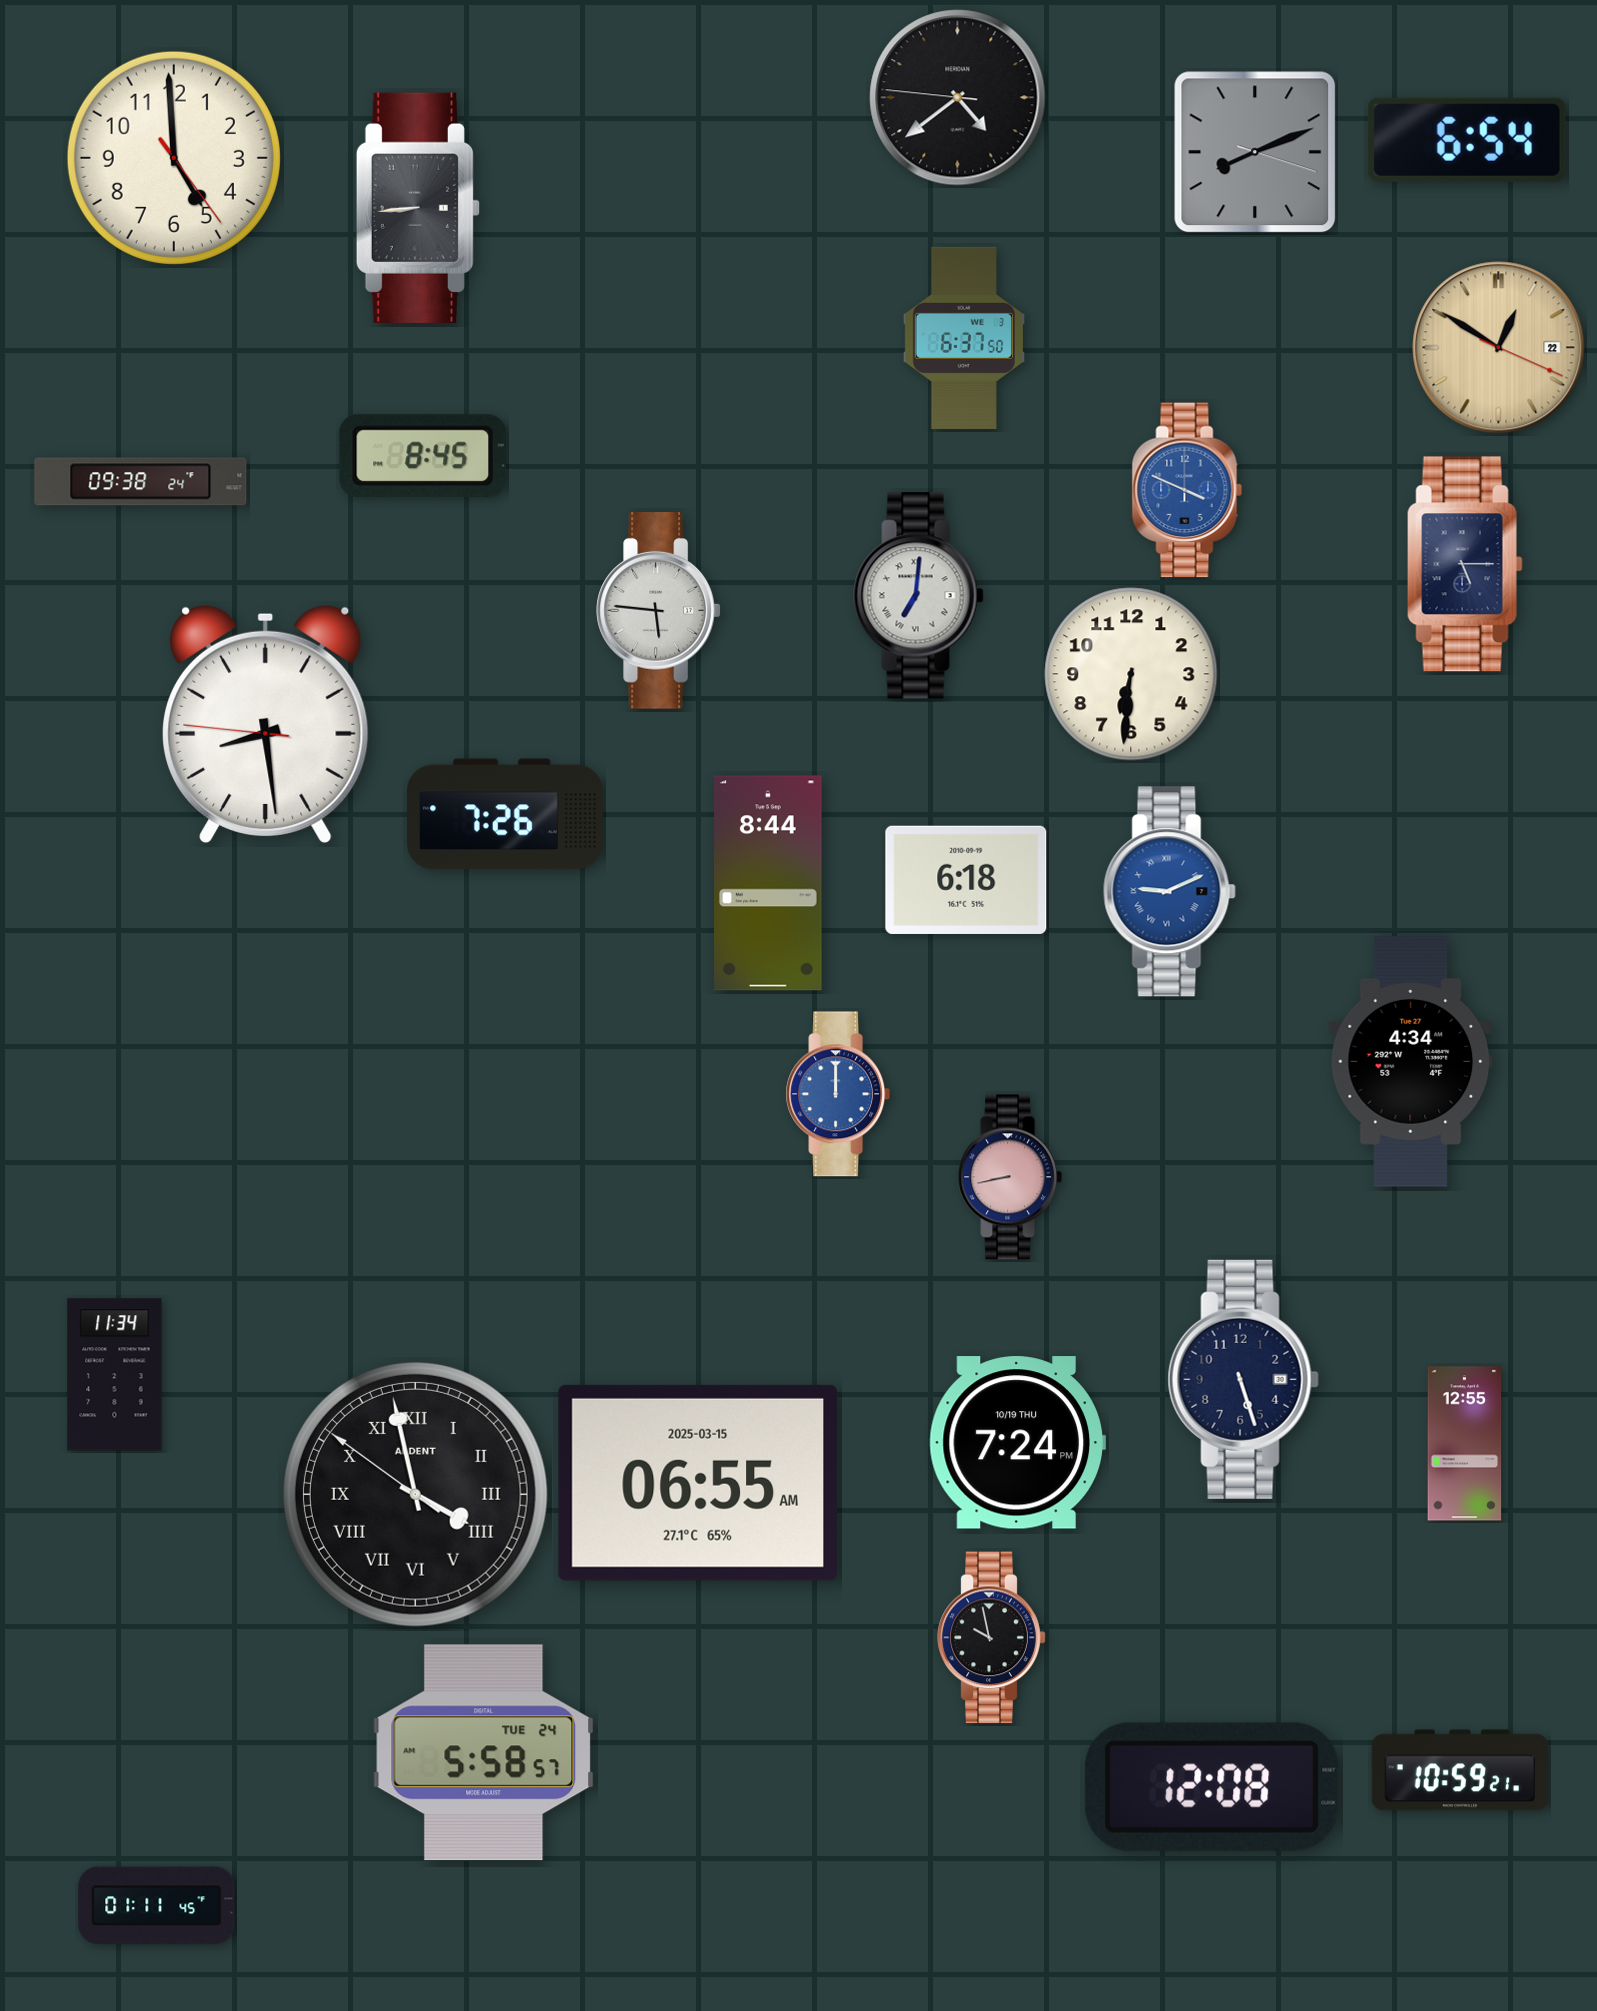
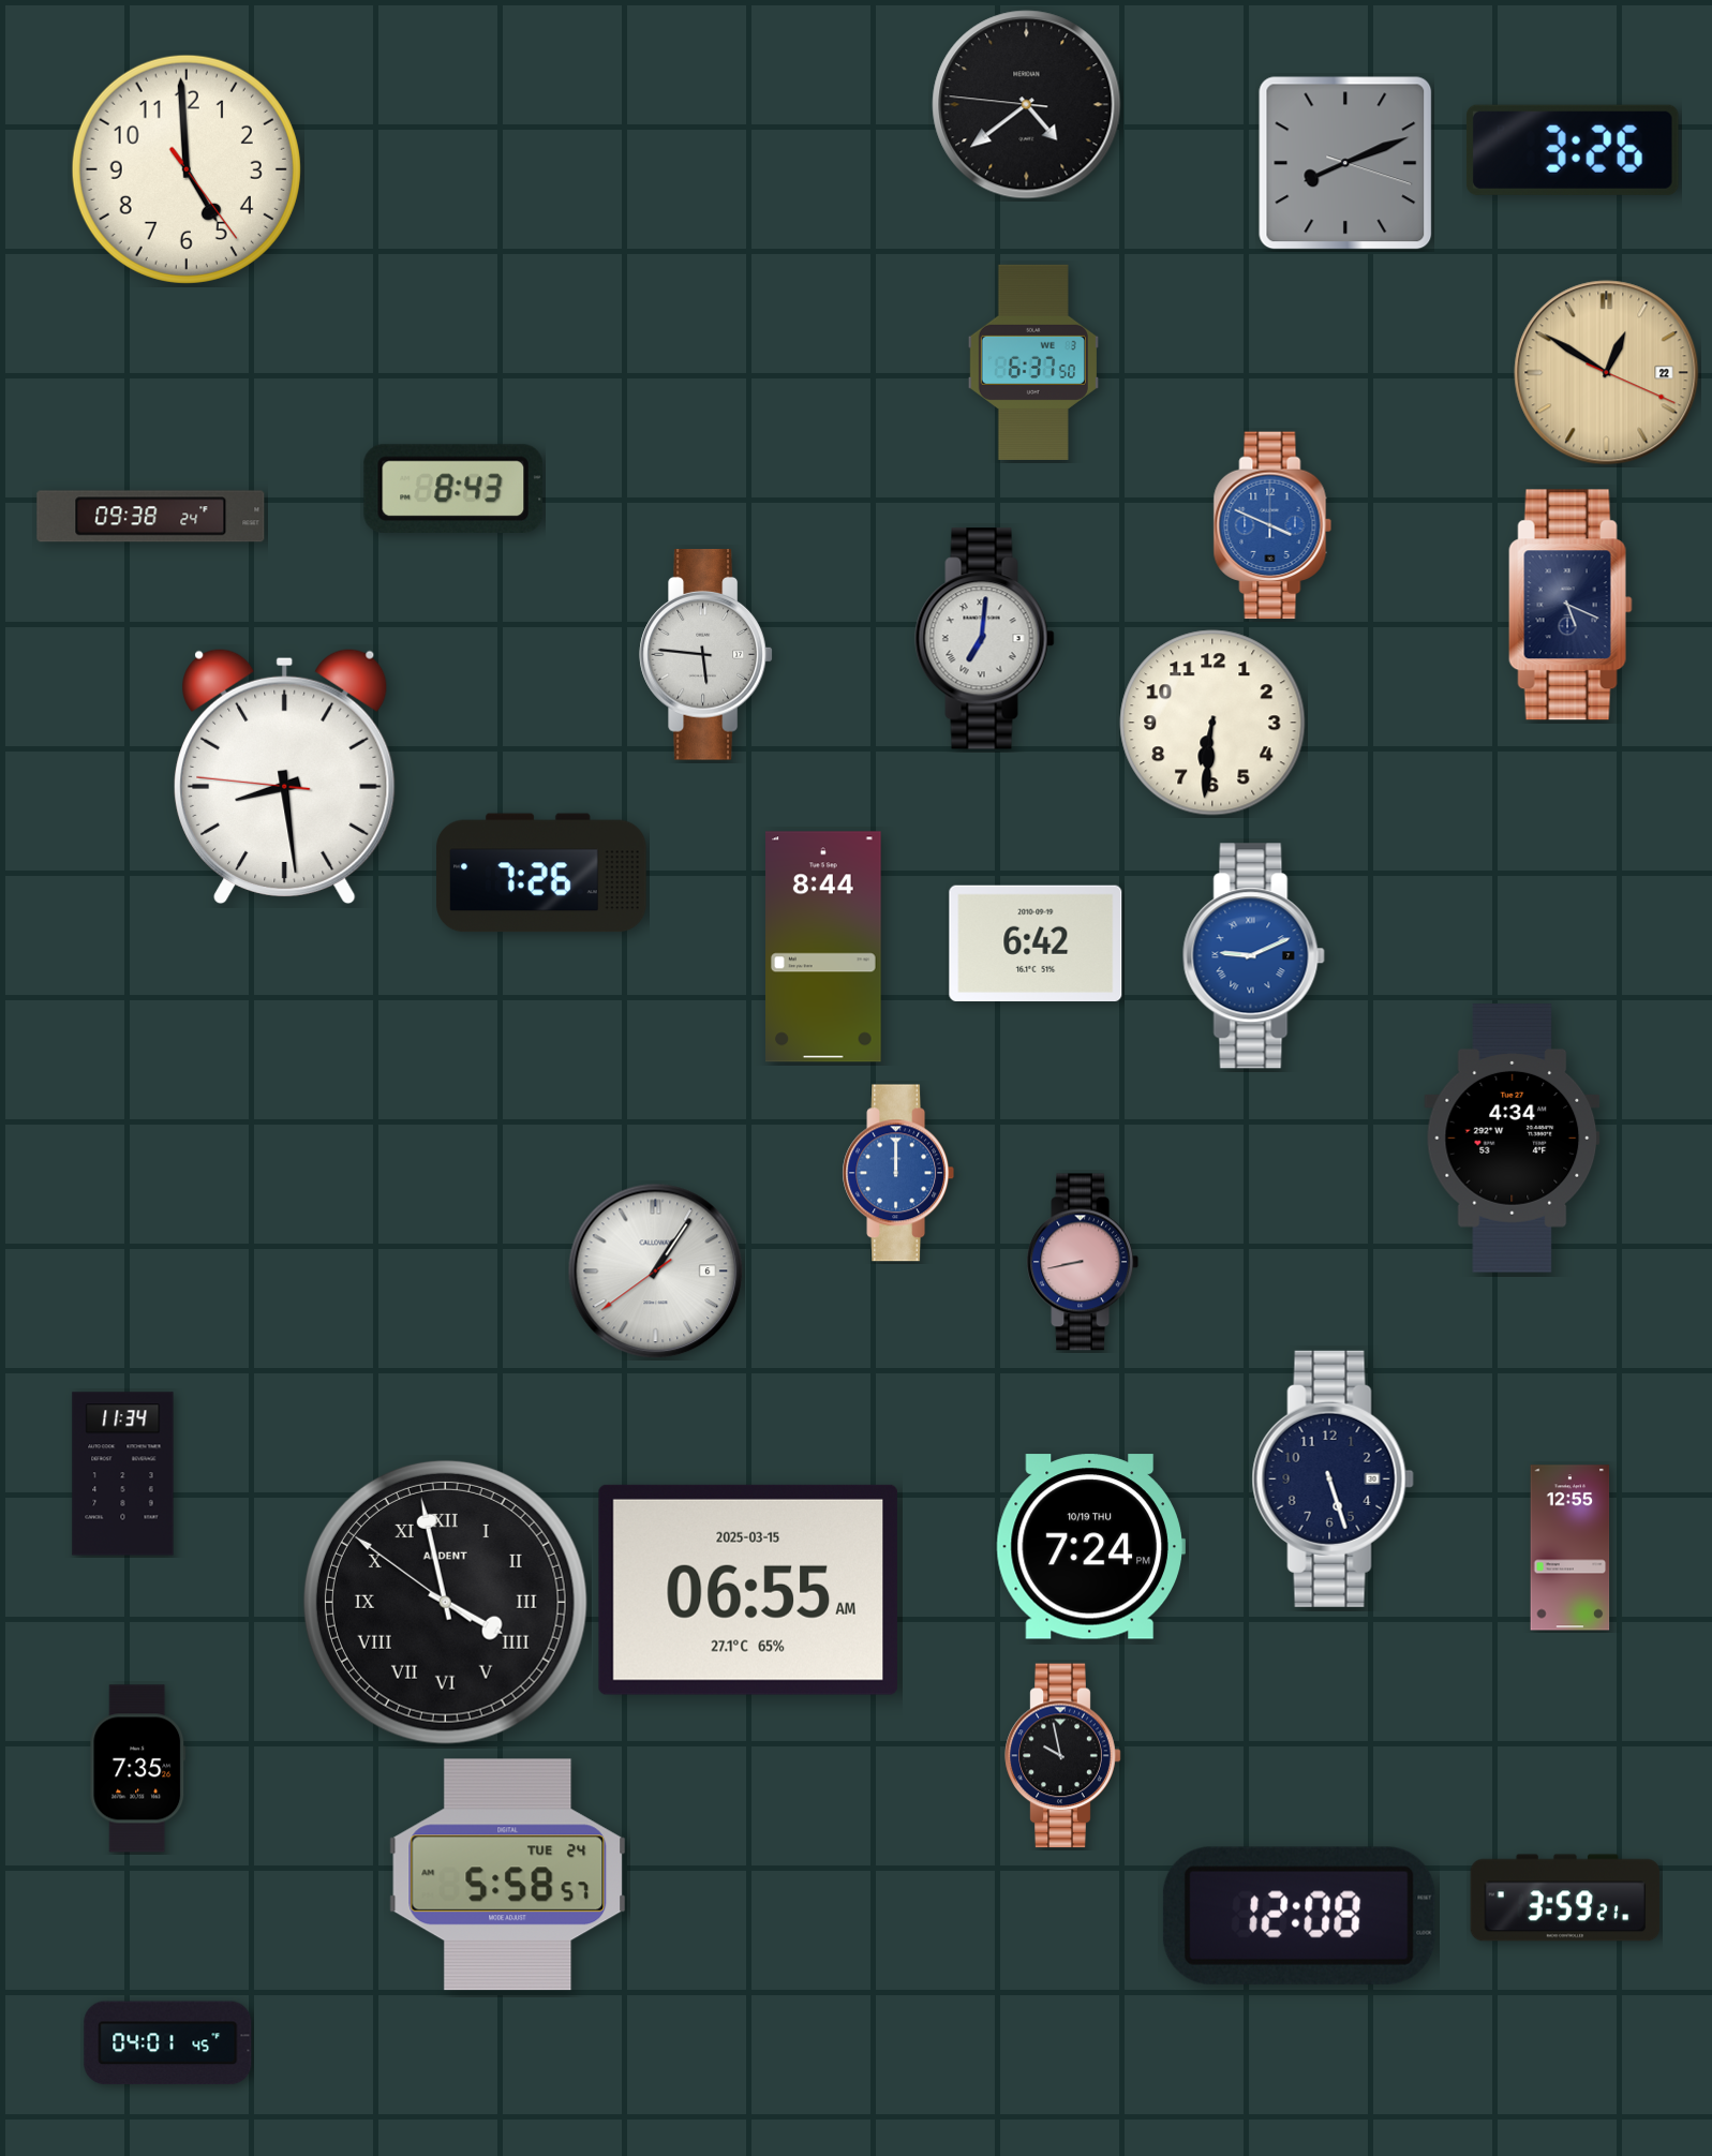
clock at (1467, 140): 6:54 -> 3:26
clock at (418, 208): 8:44 -> none
clock at (423, 455): 8:45 -> 8:43
clock at (1465, 564): 5:15 -> 5:19
clock at (966, 880): 6:18 -> 6:42
clock at (656, 1272): none -> 1:05
clock at (138, 1769): none -> 7:35
clock at (484, 1753) position: (484, 1753) -> (508, 1875)
clock at (1460, 1770): 10:59 -> 3:59
clock at (157, 1906): 01:11 -> 04:01
